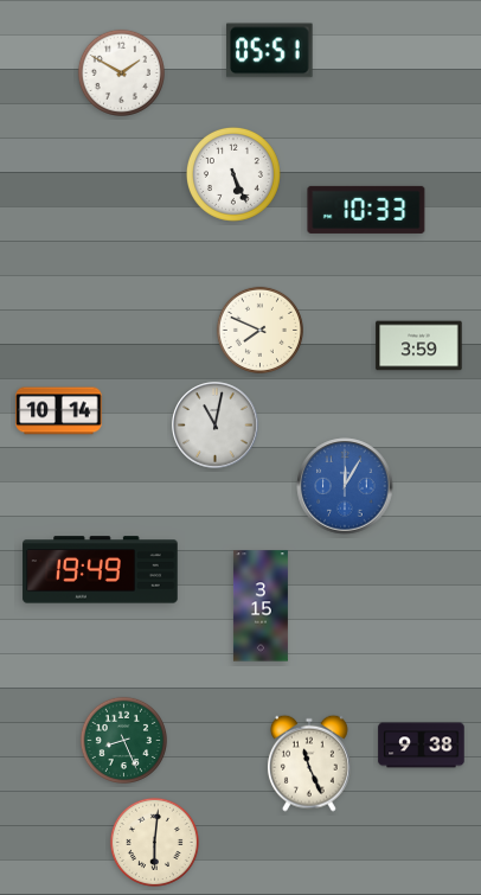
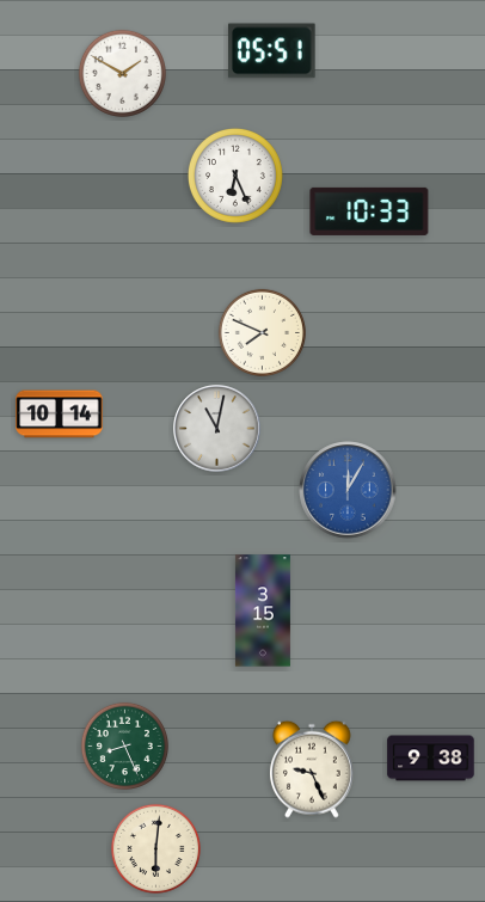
clock at (233, 174): 5:26 -> 6:26
clock at (419, 346): 3:59 -> none
clock at (101, 570): 19:49 -> none
clock at (422, 746) position: (422, 746) -> (431, 759)
clock at (309, 763): 11:26 -> 9:26
